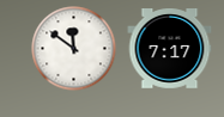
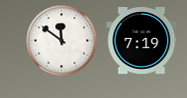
clock at (170, 49): 7:17 -> 7:19
